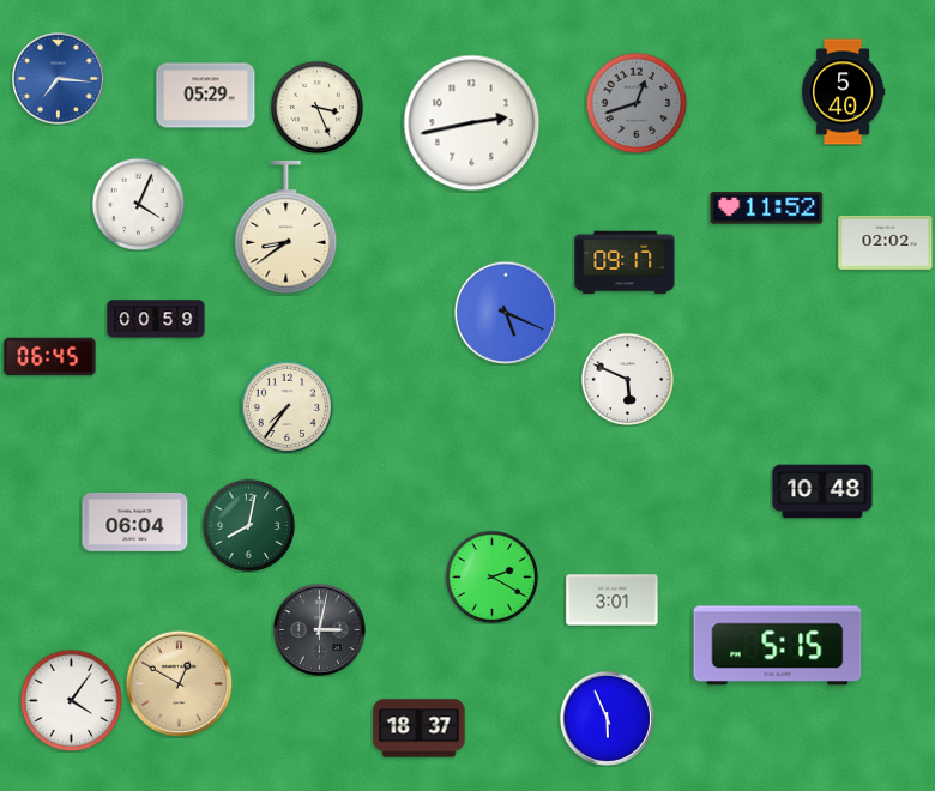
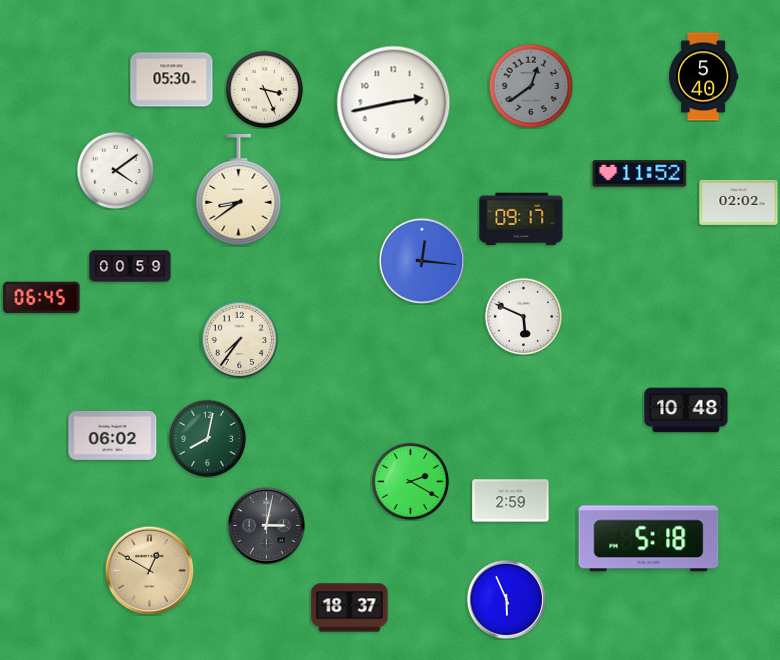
clock at (58, 78): 7:16 -> none
clock at (206, 96): 05:29 -> 05:30
clock at (637, 103): 12:42 -> 12:39
clock at (138, 204): 4:04 -> 4:09
clock at (506, 313): 5:19 -> 12:16
clock at (135, 521): 06:04 -> 06:02
clock at (613, 600): 3:01 -> 2:59
clock at (778, 646): 5:15 -> 5:18
clock at (71, 700): 4:06 -> none
